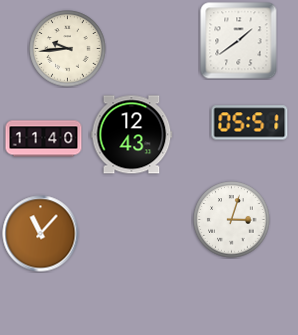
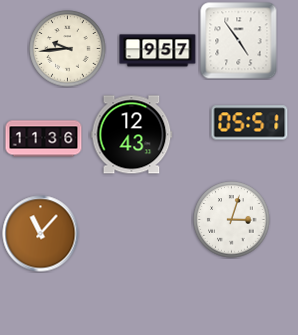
clock at (239, 41): 1:39 -> 4:54
clock at (158, 51): none -> 9:57
clock at (44, 139): 11:40 -> 11:36
